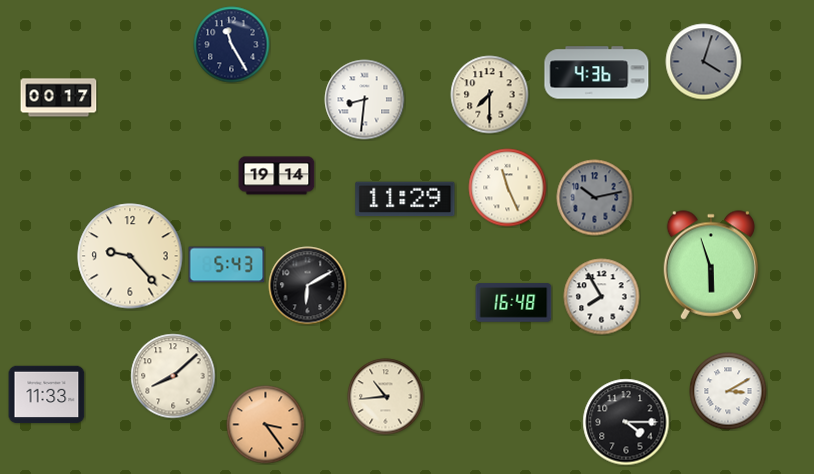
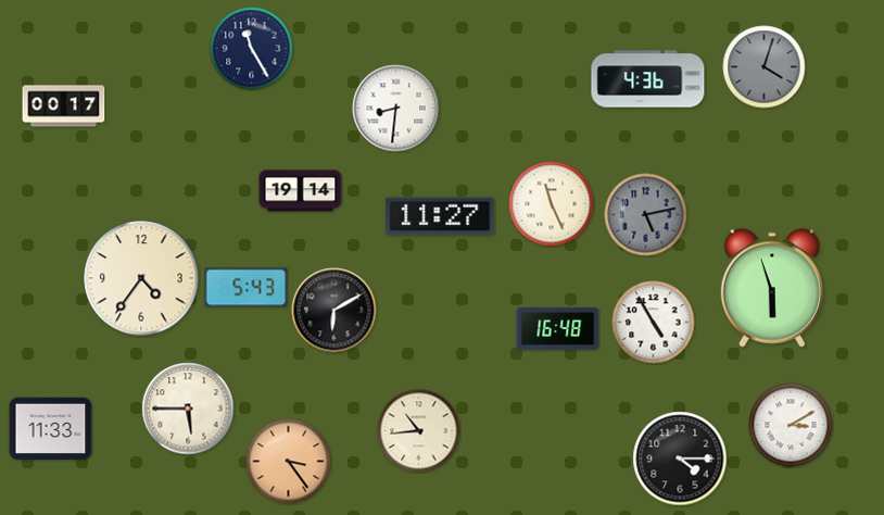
clock at (490, 95): 7:30 -> none
clock at (595, 198): 10:13 -> 5:13
clock at (405, 199): 11:29 -> 11:27
clock at (130, 256): 9:23 -> 4:36
clock at (602, 297): 7:55 -> 4:55
clock at (173, 376): 8:08 -> 5:45
